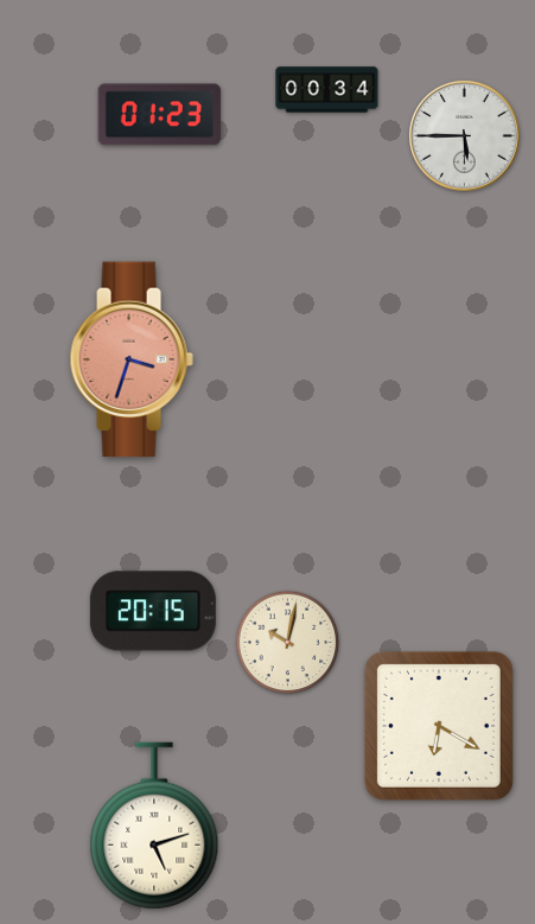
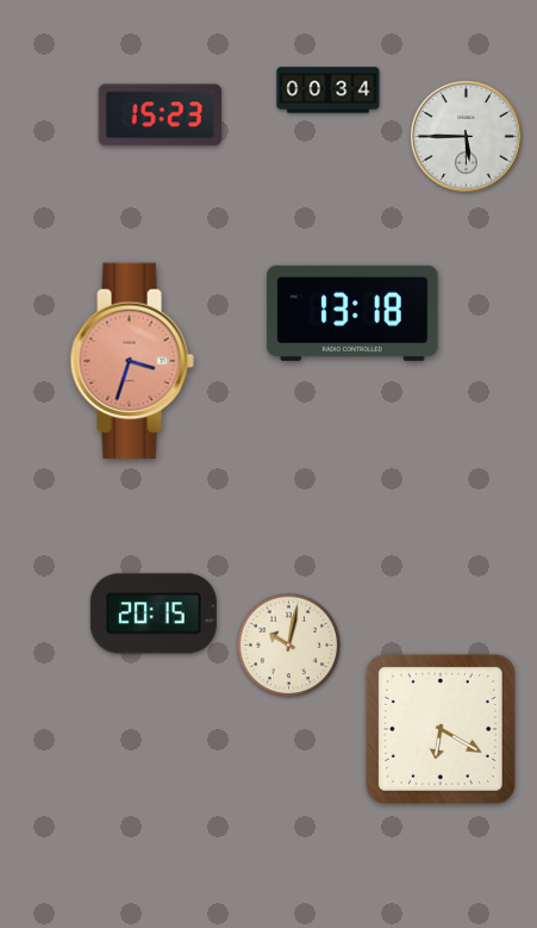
clock at (159, 115): 01:23 -> 15:23
clock at (352, 313): none -> 13:18
clock at (154, 826): 5:12 -> none
